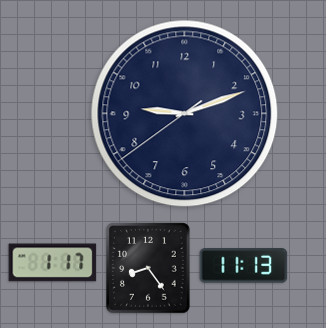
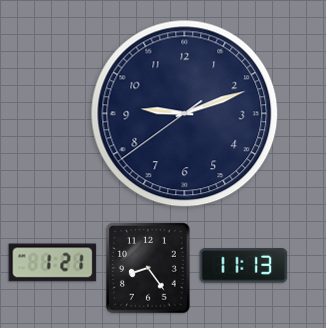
clock at (53, 263): 1:17 -> 1:21
